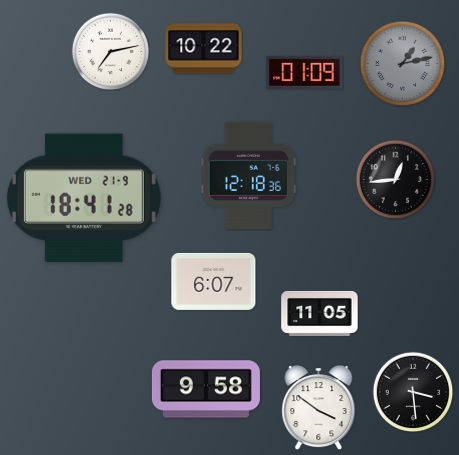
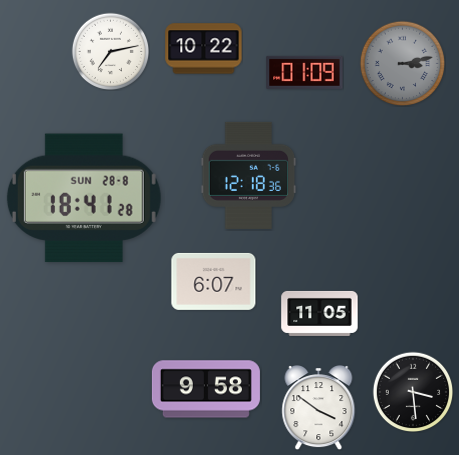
clock at (402, 63): 1:13 -> 3:13
clock at (395, 179): 12:44 -> none
clock at (84, 198) date: WED 21-9 -> SUN 28-8
